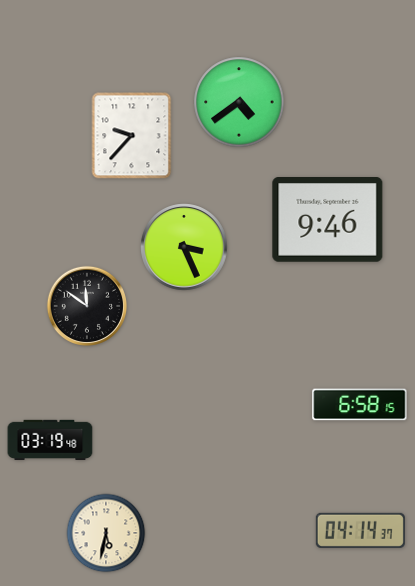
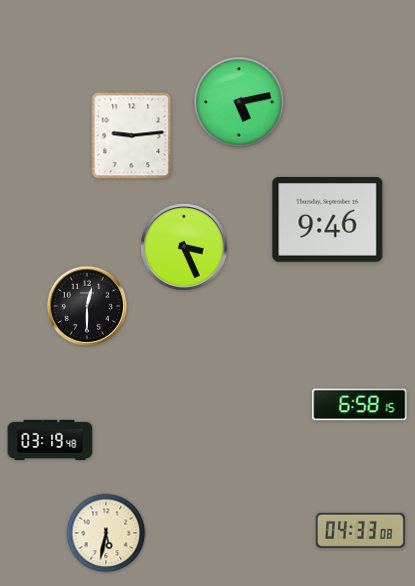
clock at (239, 102): 4:39 -> 5:13
clock at (132, 136): 9:37 -> 9:14
clock at (86, 305): 11:51 -> 12:30
clock at (360, 530): 04:14 -> 04:33
